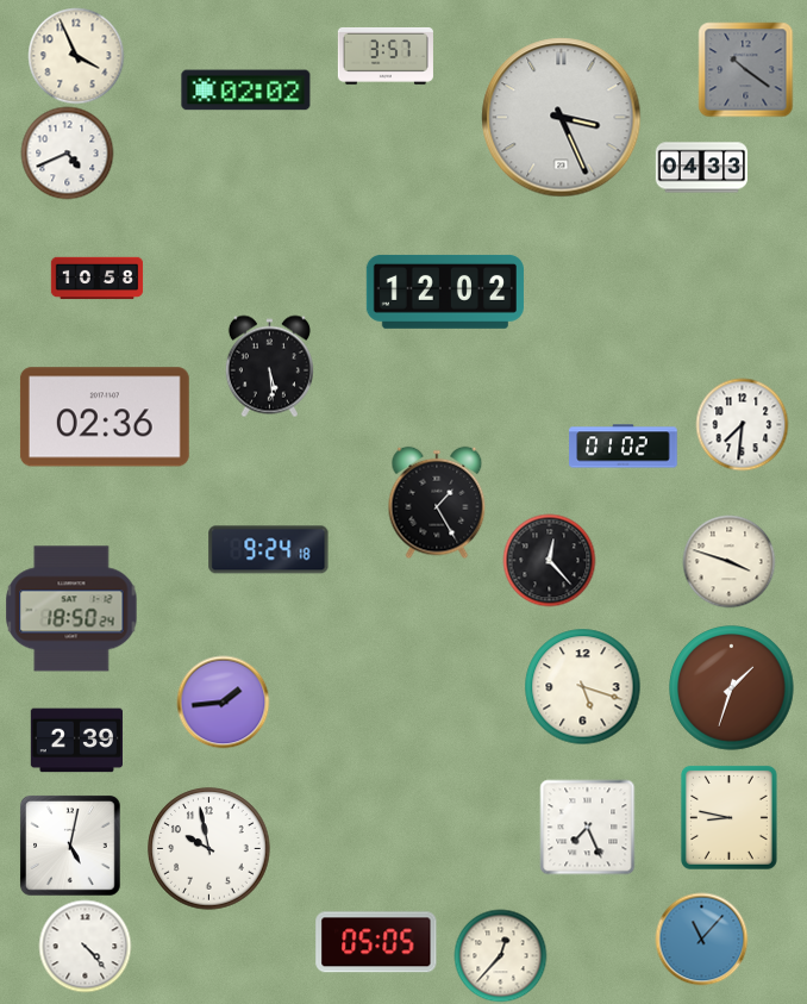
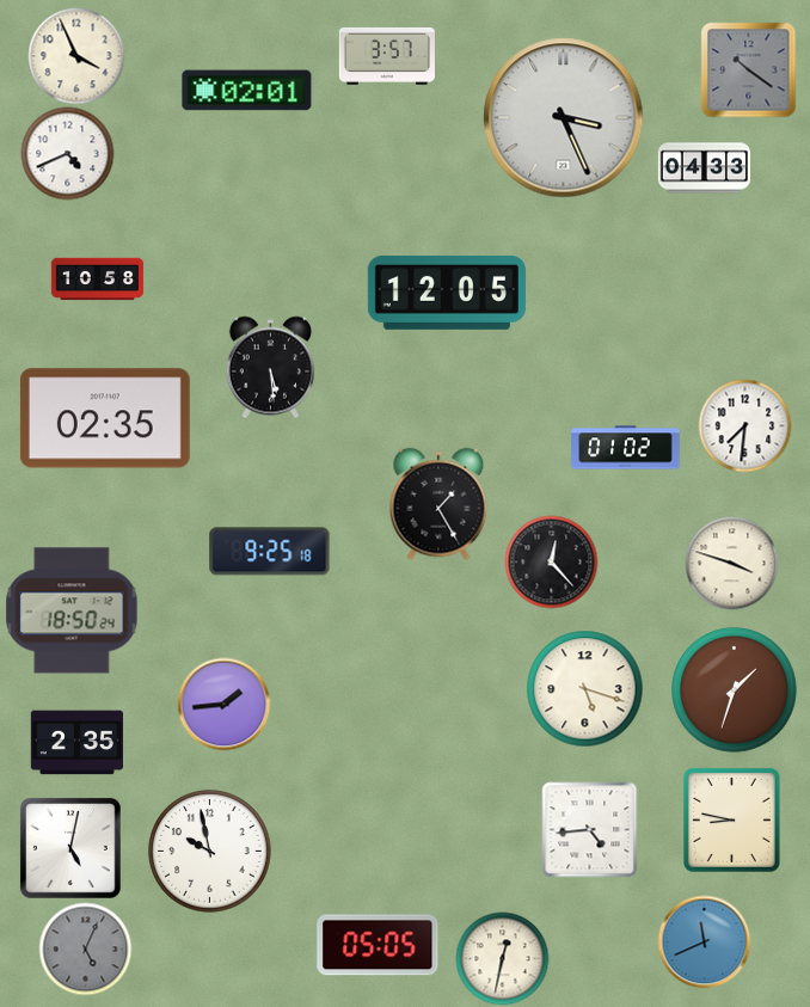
clock at (246, 91): 02:02 -> 02:01
clock at (445, 292): 12:02 -> 12:05
clock at (105, 417): 02:36 -> 02:35
clock at (269, 550): 9:24 -> 9:25
clock at (76, 741): 2:39 -> 2:35
clock at (587, 827): 7:26 -> 4:44
clock at (701, 938): 11:07 -> 11:41
clock at (85, 946): 4:23 -> 5:04
clock at (85, 946) dial: white -> grey
clock at (500, 955): 12:37 -> 12:32
